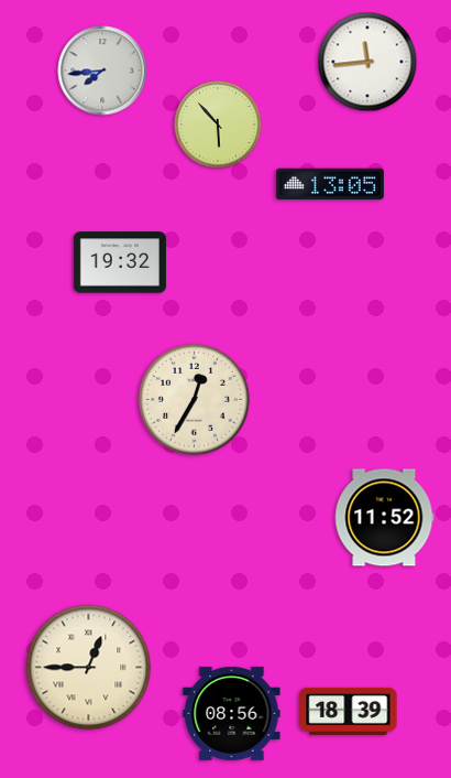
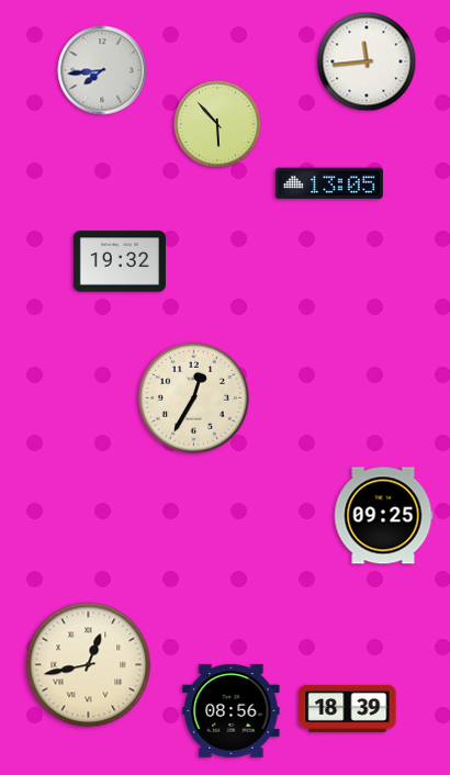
clock at (384, 518): 11:52 -> 09:25
clock at (89, 668): 12:45 -> 12:43
